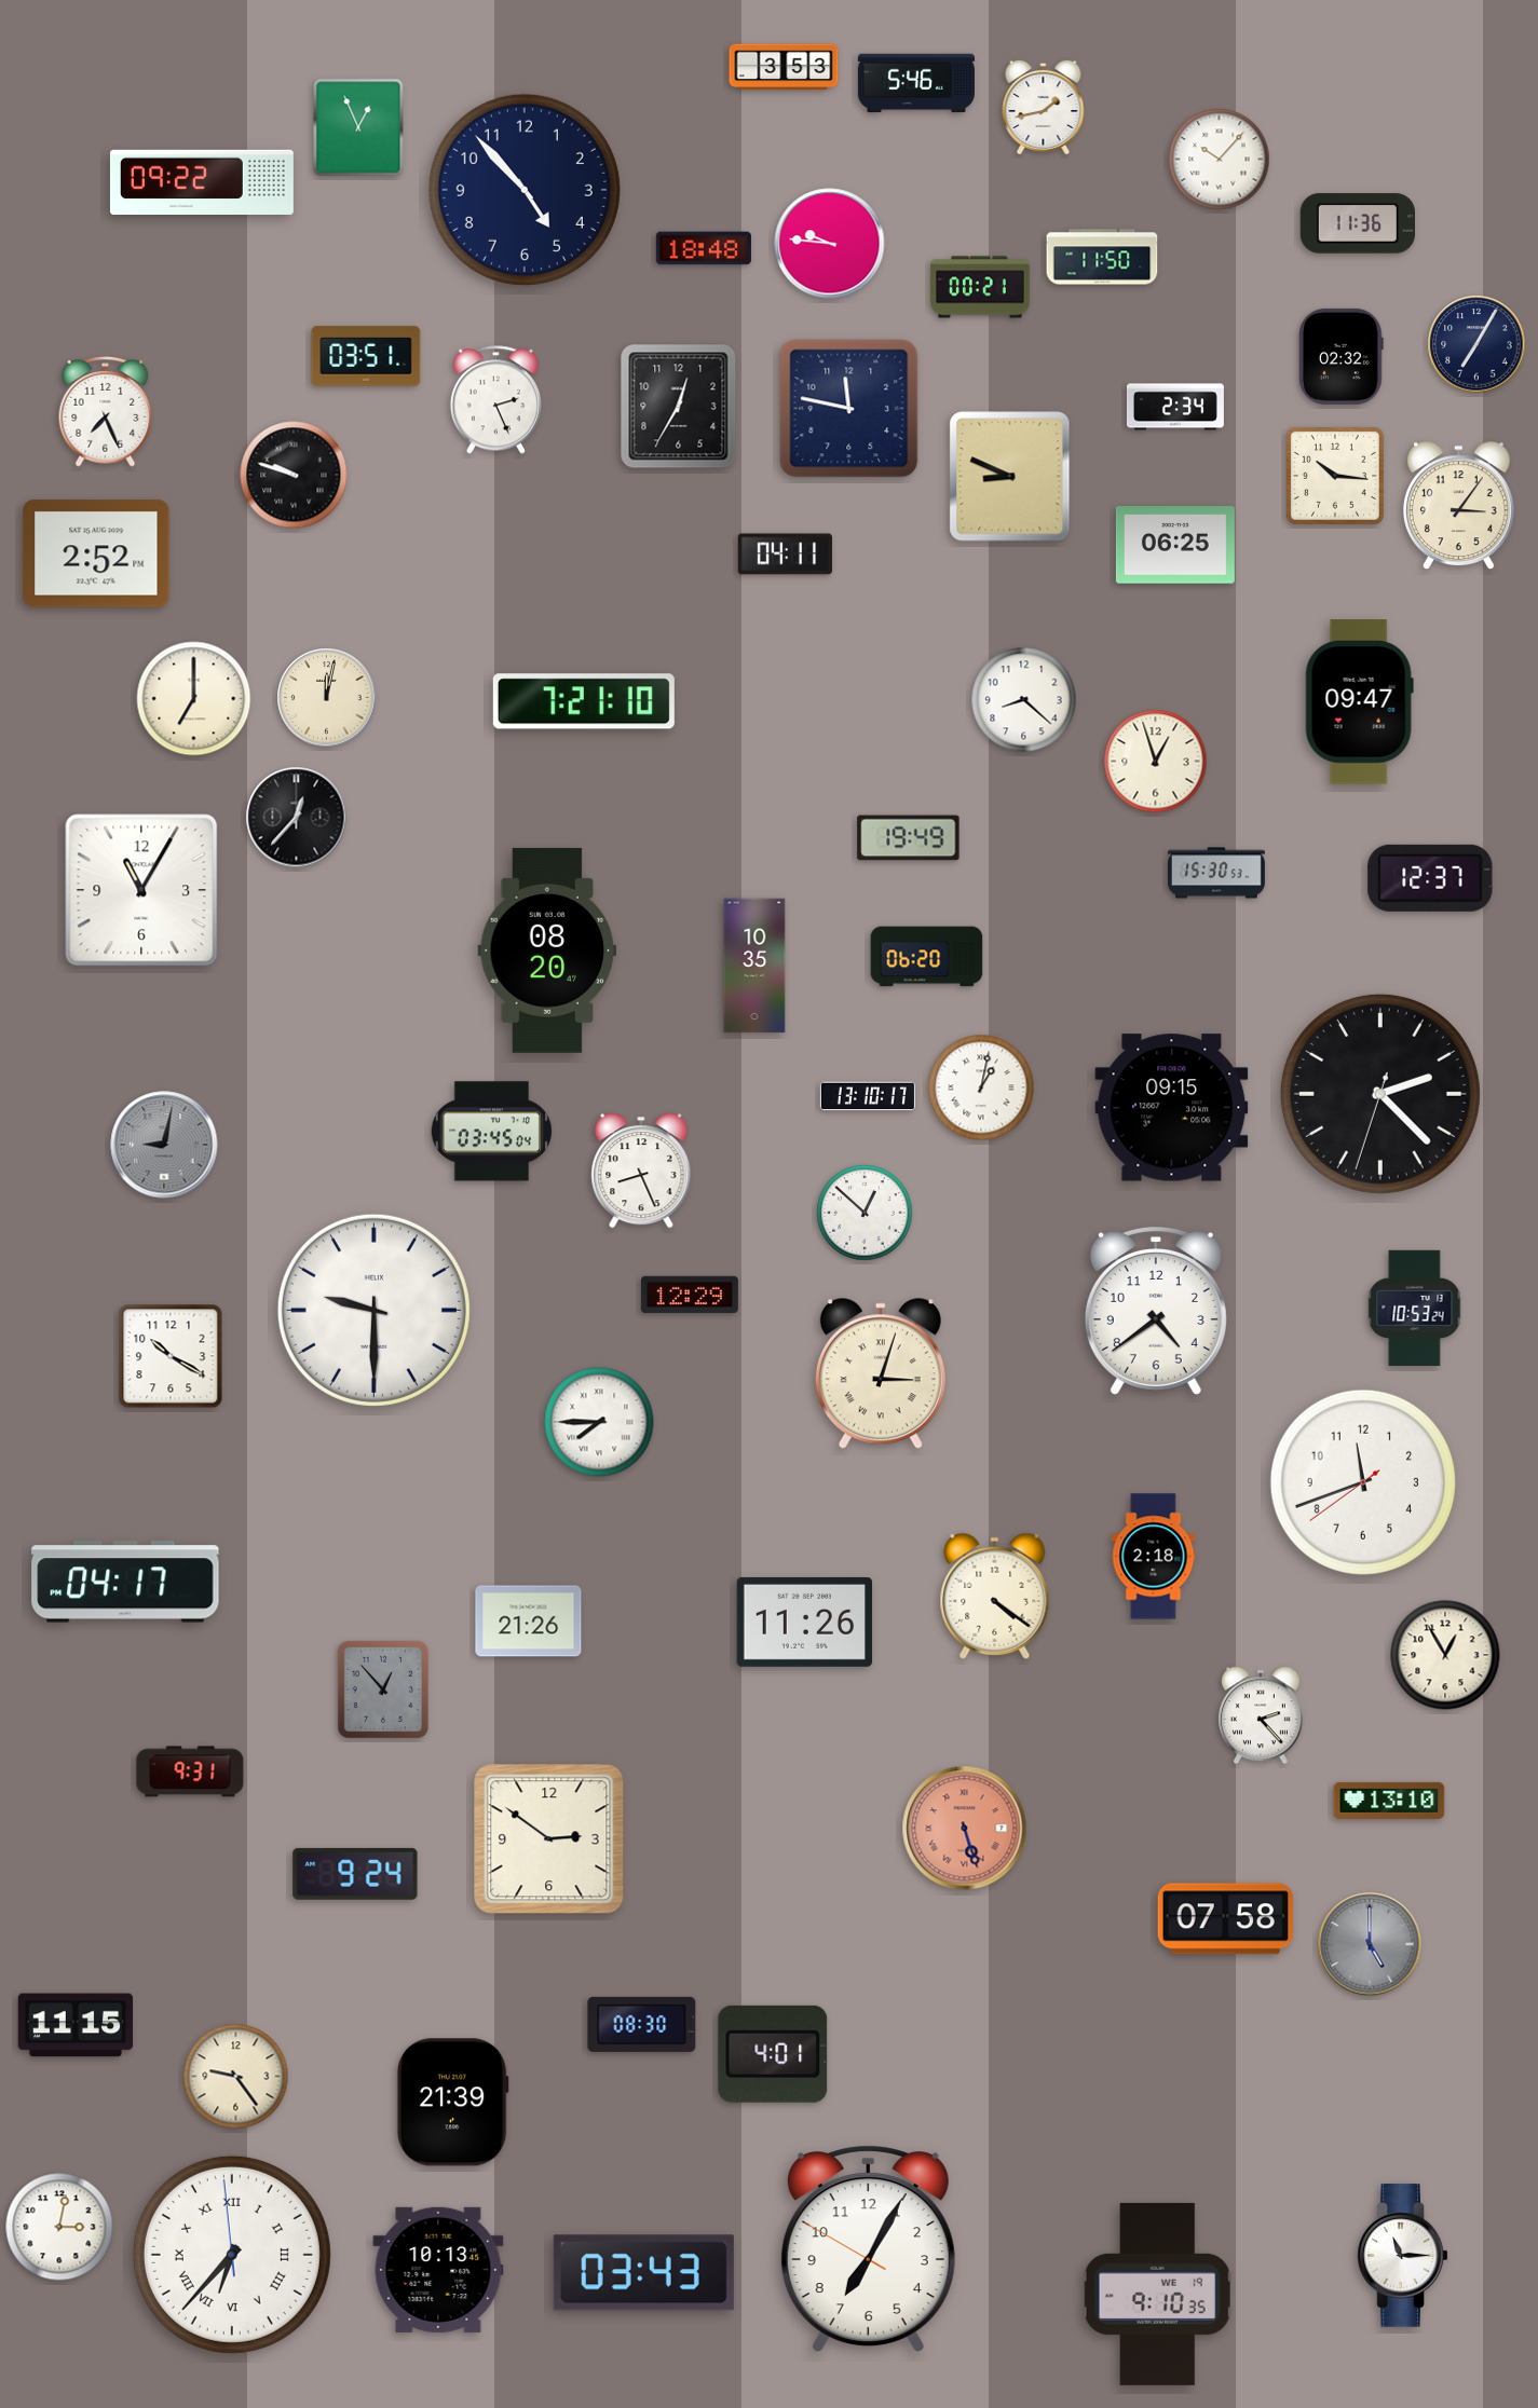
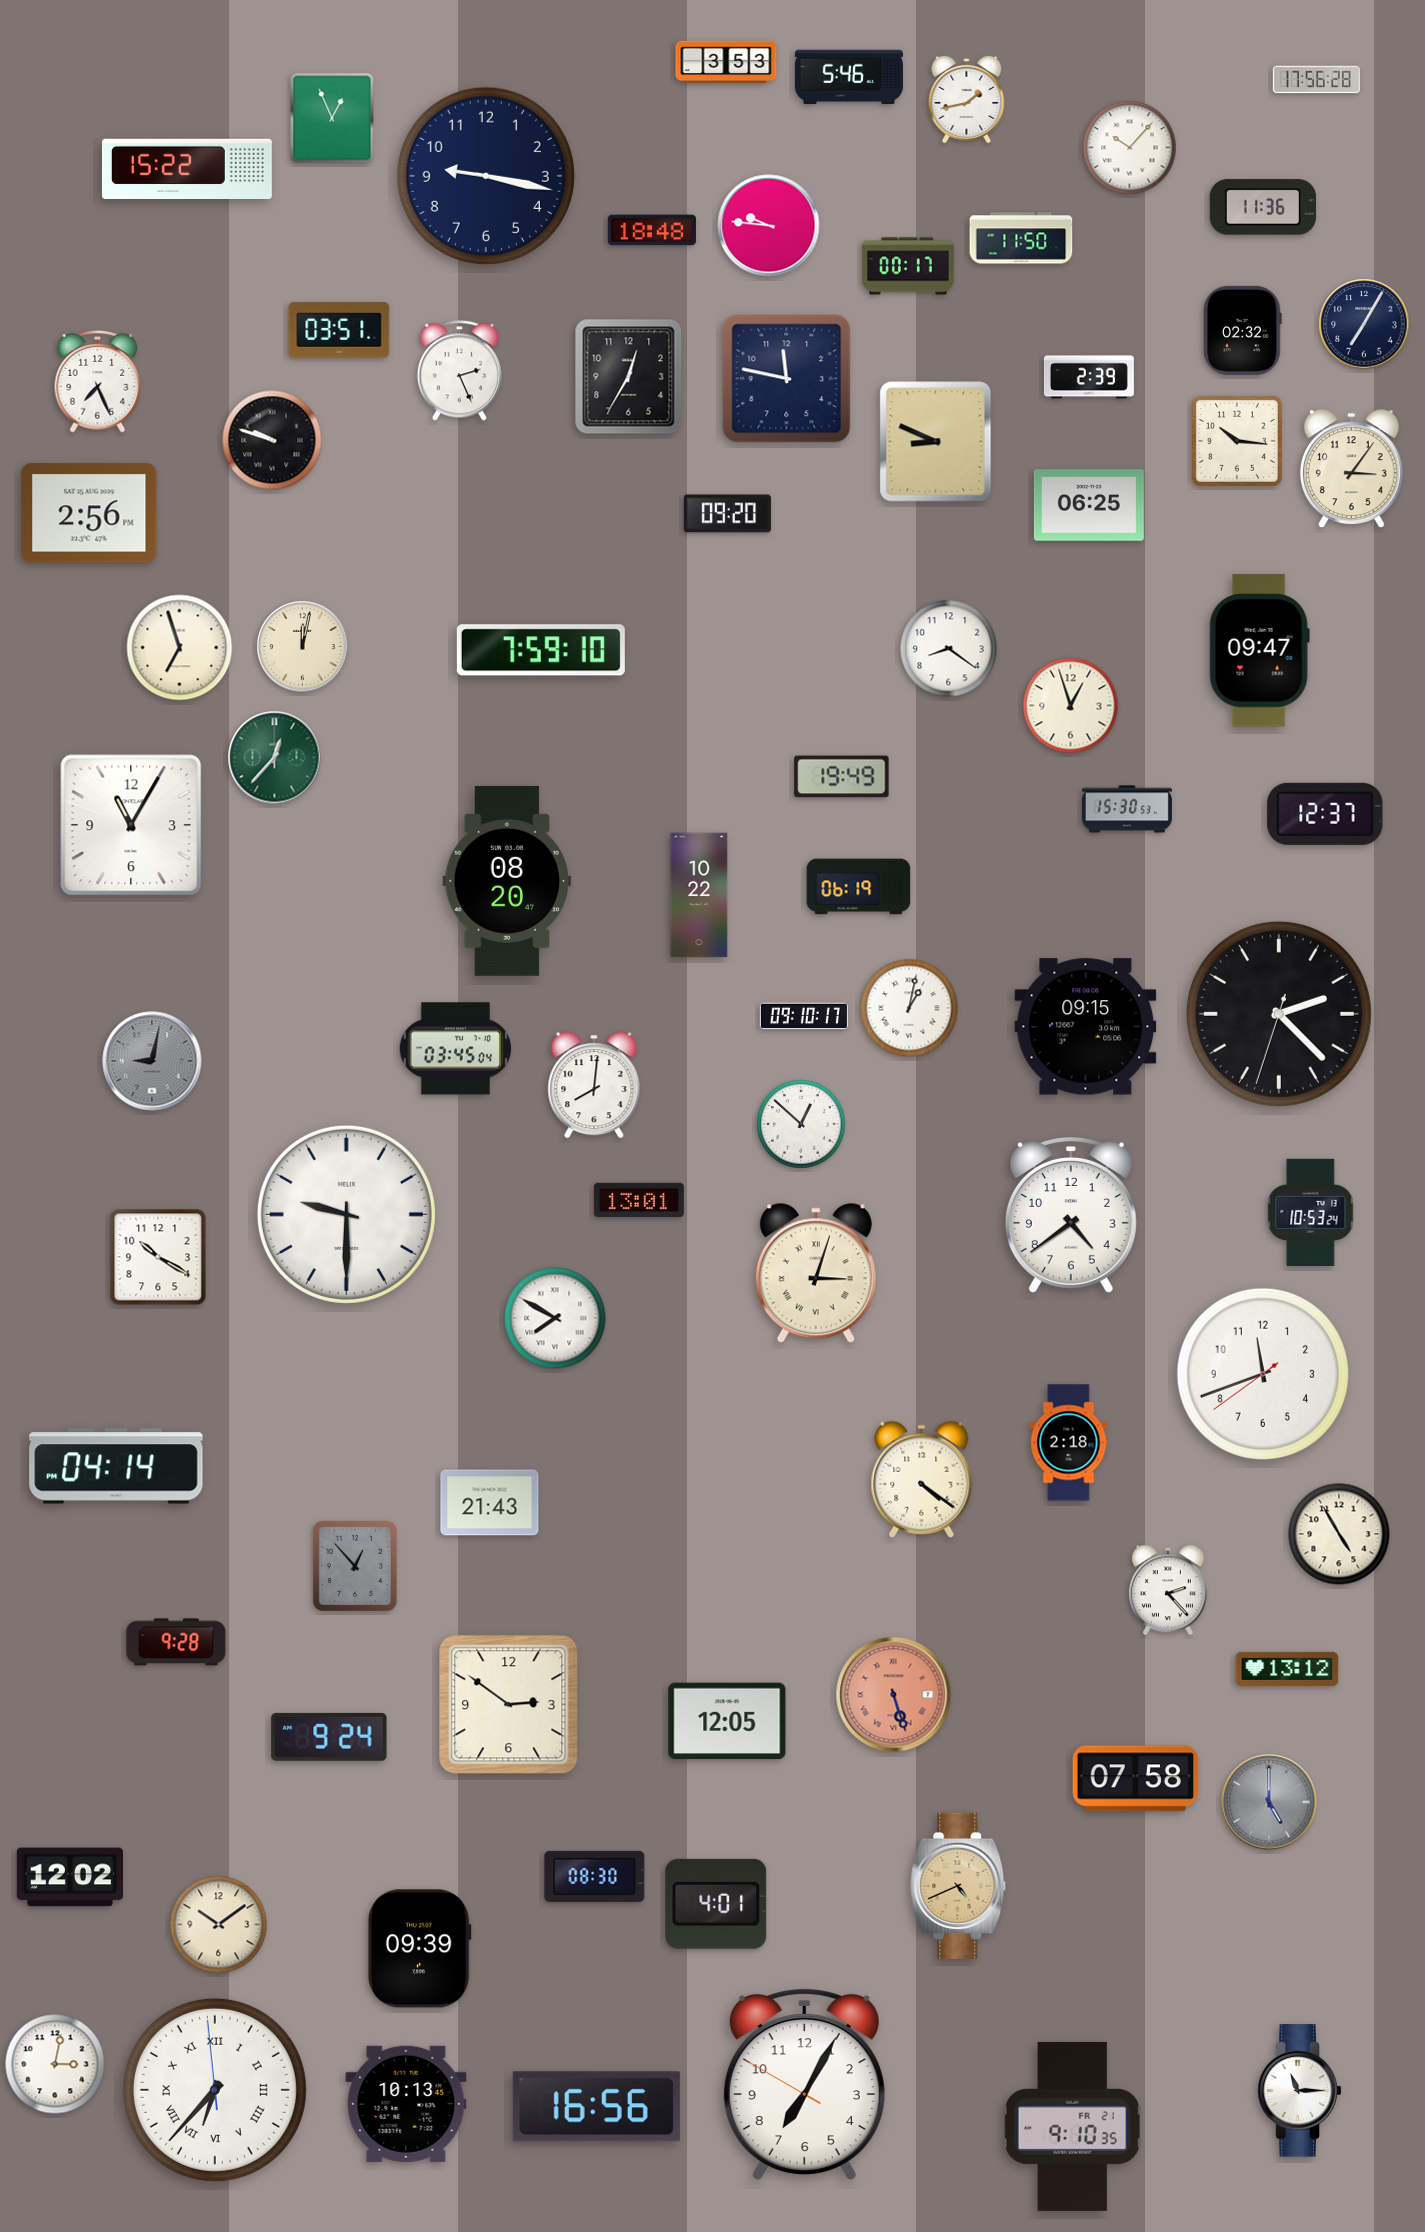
clock at (1316, 80): none -> 17:56
clock at (202, 181): 09:22 -> 15:22
clock at (525, 190): 4:53 -> 9:17
clock at (1357, 223) position: (1357, 223) -> (1262, 207)
clock at (980, 287): 00:21 -> 00:17
clock at (1476, 344) position: (1476, 344) -> (1364, 324)
clock at (1175, 407): 2:34 -> 2:39
clock at (96, 553): 2:52 -> 2:56
clock at (785, 555): 04:11 -> 09:20
clock at (194, 699): 7:00 -> 6:57
clock at (1024, 700): 8:22 -> 8:21
clock at (584, 701): 7:21 -> 7:59
clock at (297, 818) dial: black -> green
clock at (927, 957): 06:20 -> 06:19
clock at (754, 966): 10:35 -> 10:22
clock at (868, 1096): 13:10 -> 09:10
clock at (641, 1171): 8:26 -> 8:01
clock at (690, 1294): 12:29 -> 13:01
clock at (599, 1422): 7:45 -> 7:50
clock at (125, 1582): 04:17 -> 04:14
clock at (529, 1622): 21:26 -> 21:43
clock at (805, 1622): 11:26 -> none
clock at (1445, 1655): 12:55 -> 4:55
clock at (190, 1771): 9:31 -> 9:28
clock at (1389, 1801): 13:10 -> 13:12
clock at (727, 1721): none -> 12:05
clock at (76, 2025): 11:15 -> 12:02
clock at (958, 1886): none -> 4:41
clock at (236, 2077): 9:24 -> 10:09
clock at (452, 2103): 21:39 -> 09:39
clock at (643, 2273): 03:43 -> 16:56
clock at (1157, 2294) date: WE 19 -> FR 21
